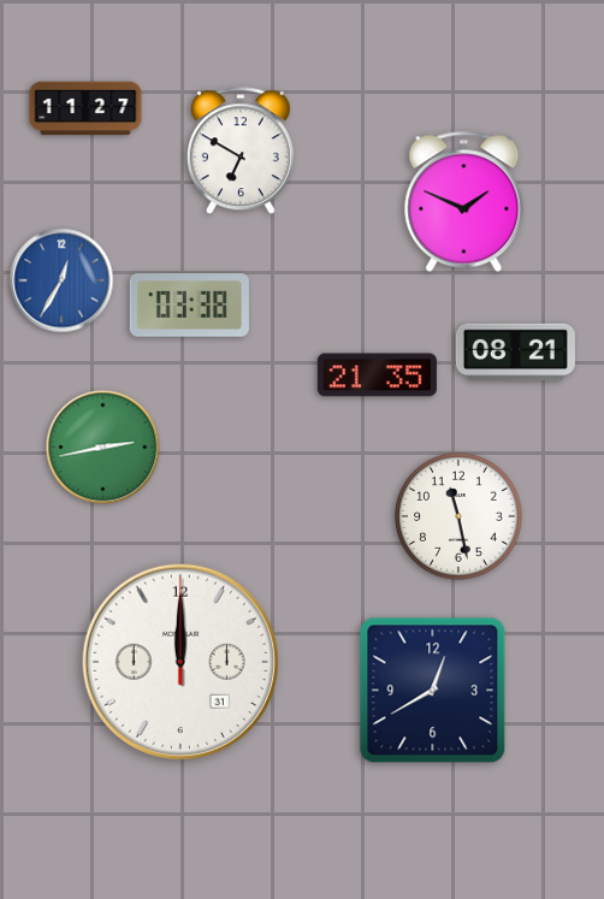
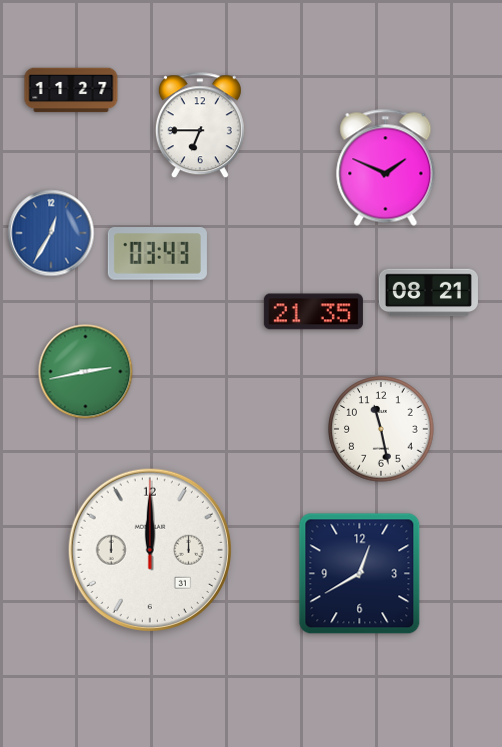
clock at (241, 152): 6:50 -> 6:45
clock at (189, 306): 03:38 -> 03:43
